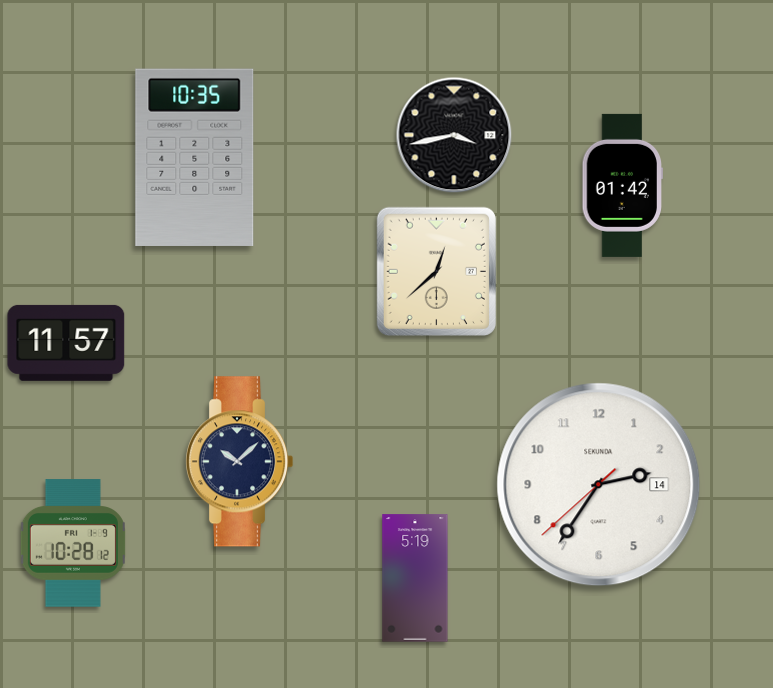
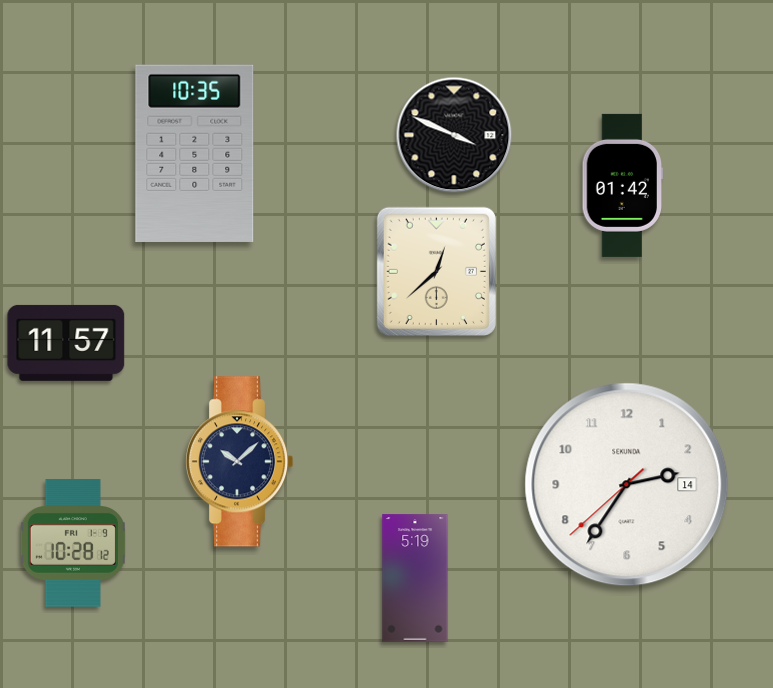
clock at (454, 135): 3:43 -> 3:49
clock at (195, 157) position: (195, 157) -> (195, 153)
clock at (599, 485) position: (599, 485) -> (627, 485)
